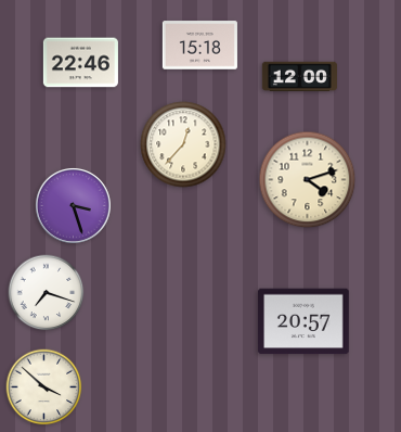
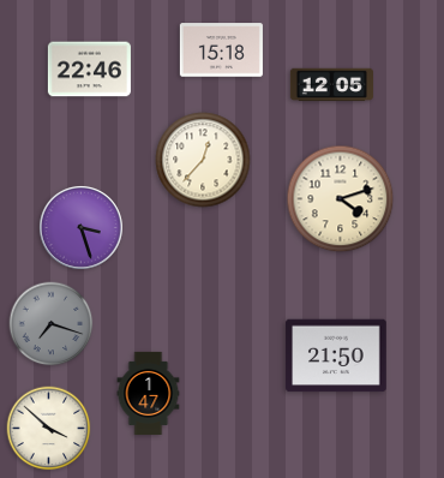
clock at (299, 77): 12:00 -> 12:05
clock at (47, 293) dial: white -> grey
clock at (303, 321): 20:57 -> 21:50
clock at (149, 393): none -> 1:47
